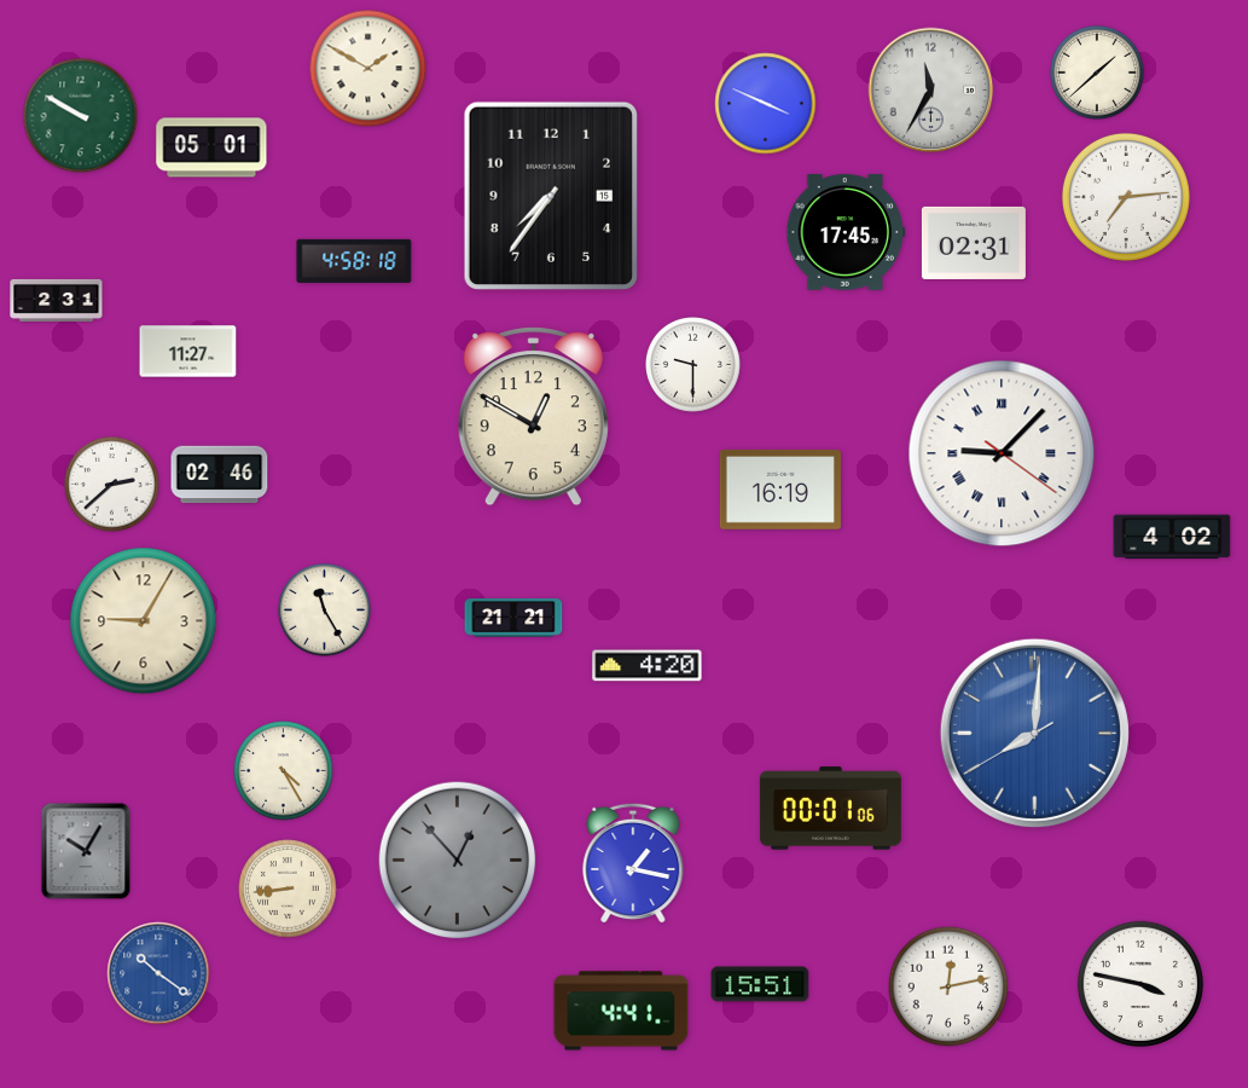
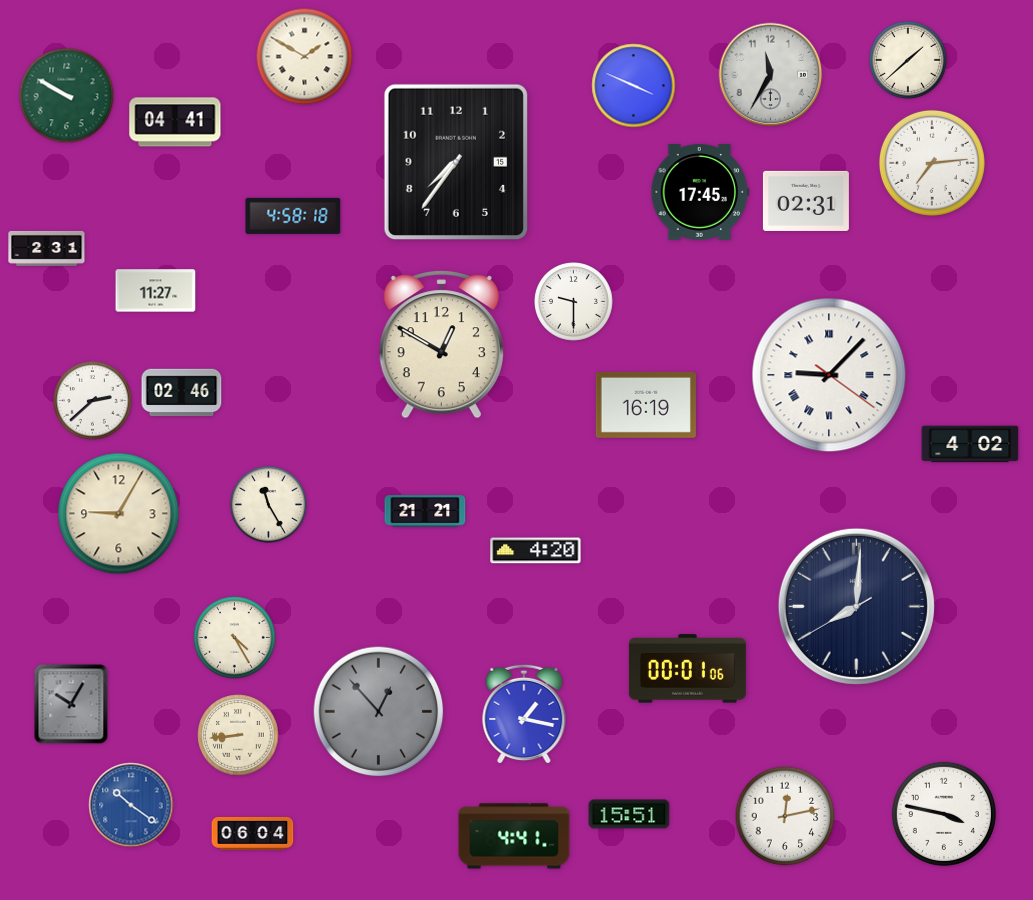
clock at (211, 147): 05:01 -> 04:41
clock at (1034, 733) dial: blue -> navy
clock at (253, 833): none -> 06:04
